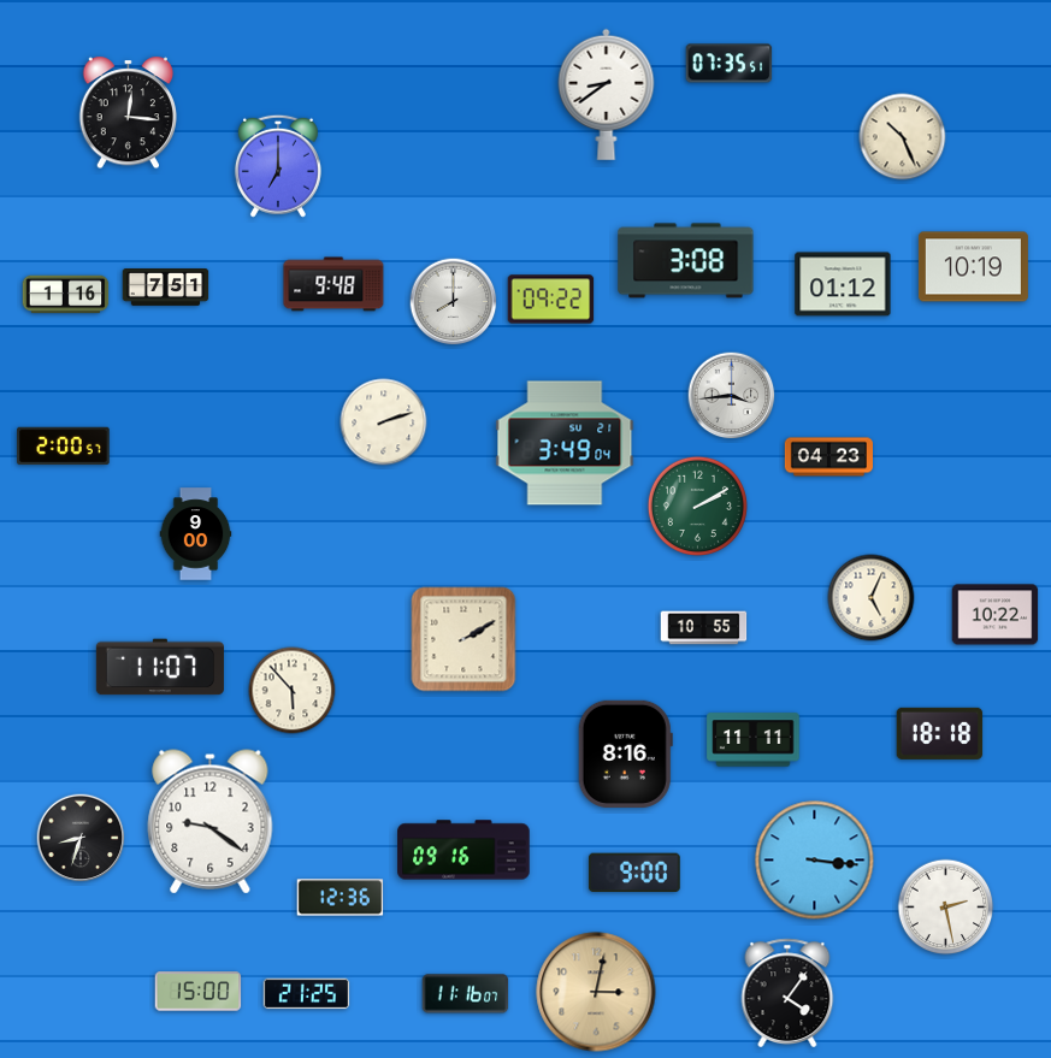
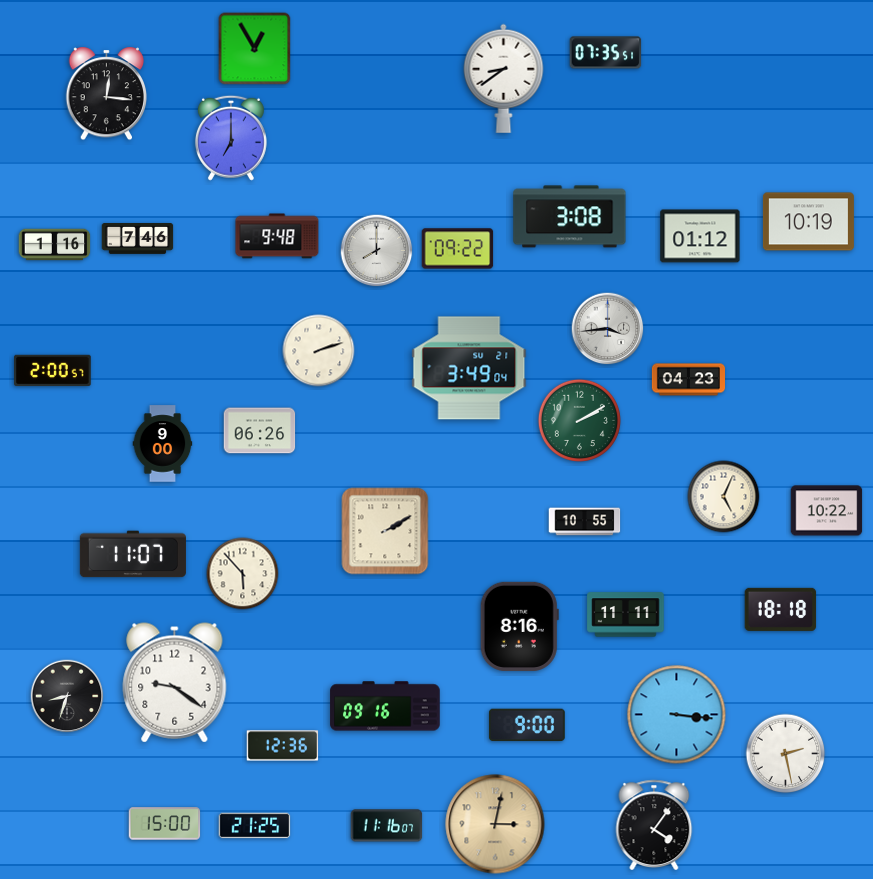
clock at (255, 49): none -> 12:55
clock at (903, 137): 10:26 -> none
clock at (166, 288): 7:51 -> 7:46
clock at (260, 431): none -> 06:26
